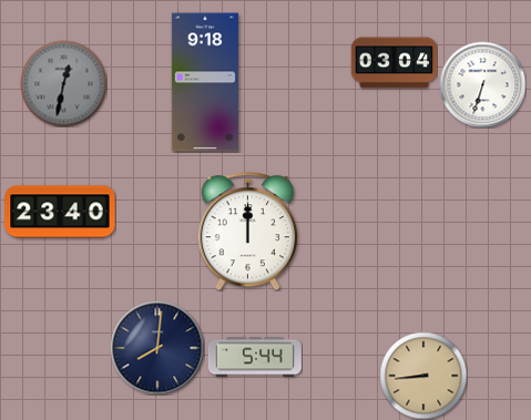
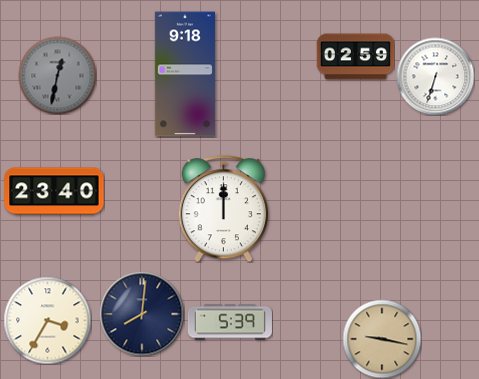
clock at (394, 63): 03:04 -> 02:59
clock at (47, 320): none -> 3:35
clock at (255, 357): 5:44 -> 5:39
clock at (423, 376): 8:44 -> 9:17
